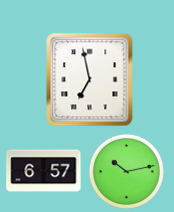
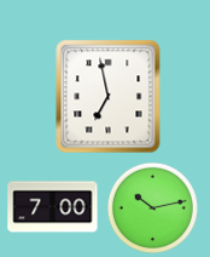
clock at (44, 171): 6:57 -> 7:00
